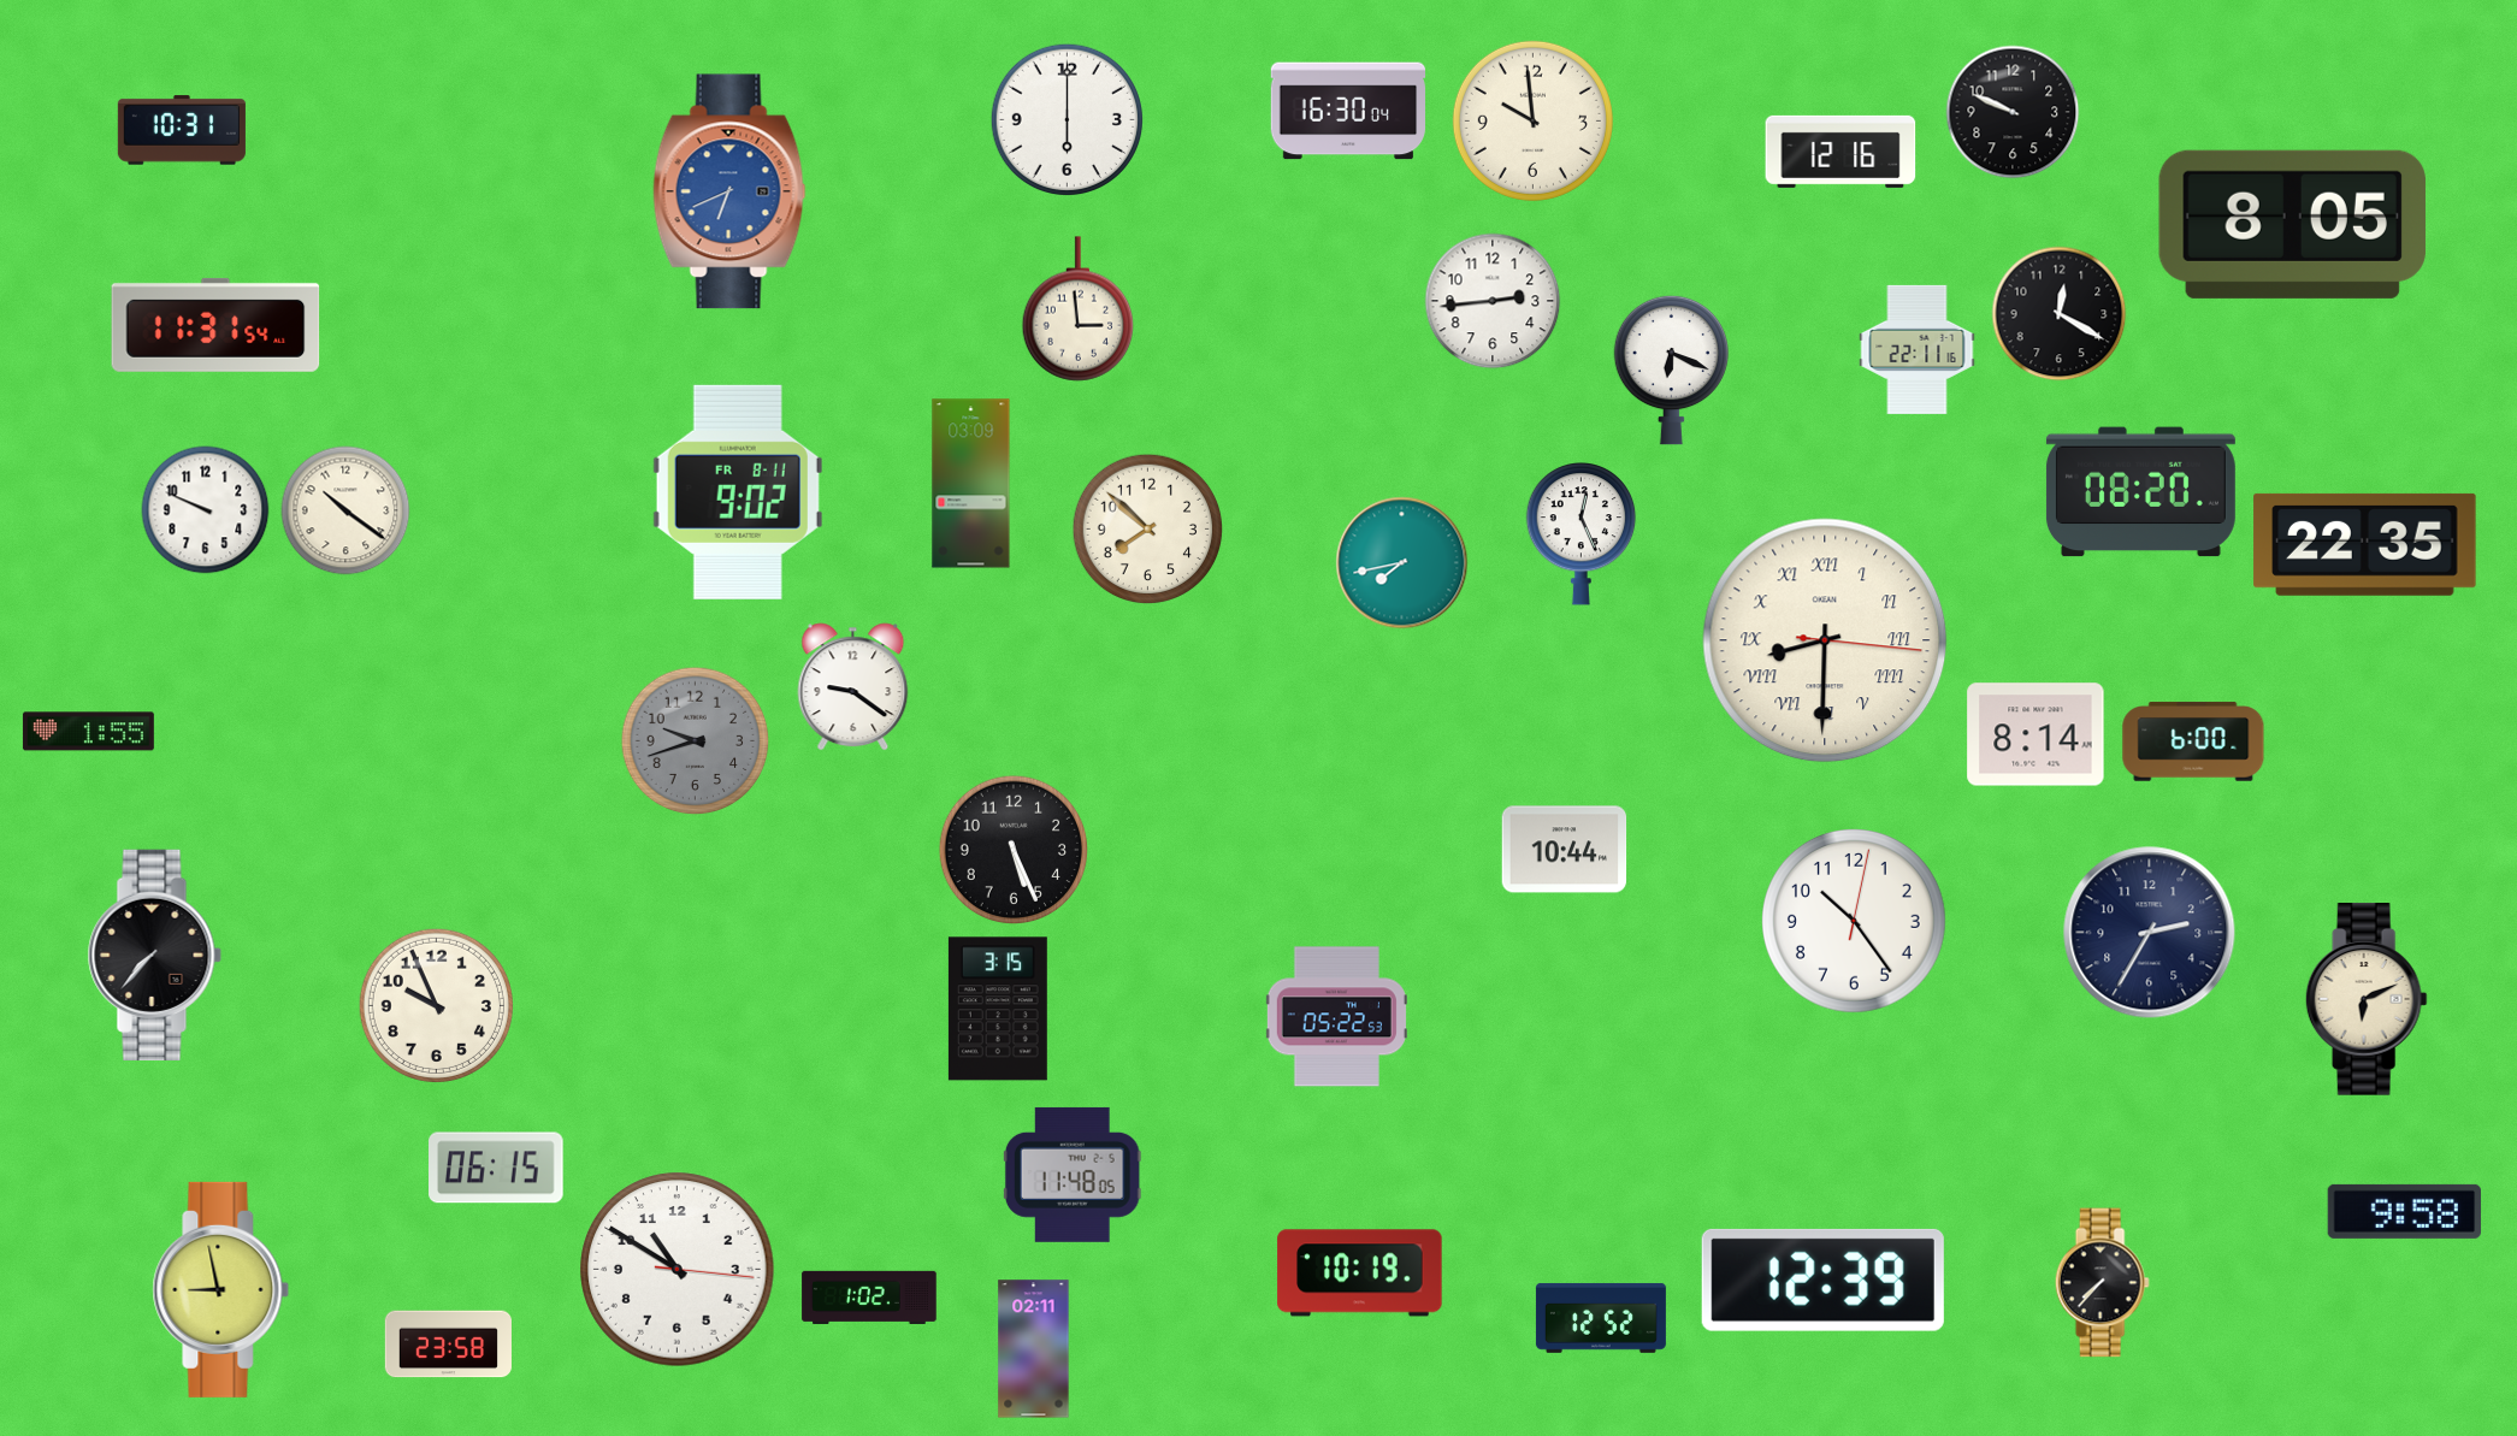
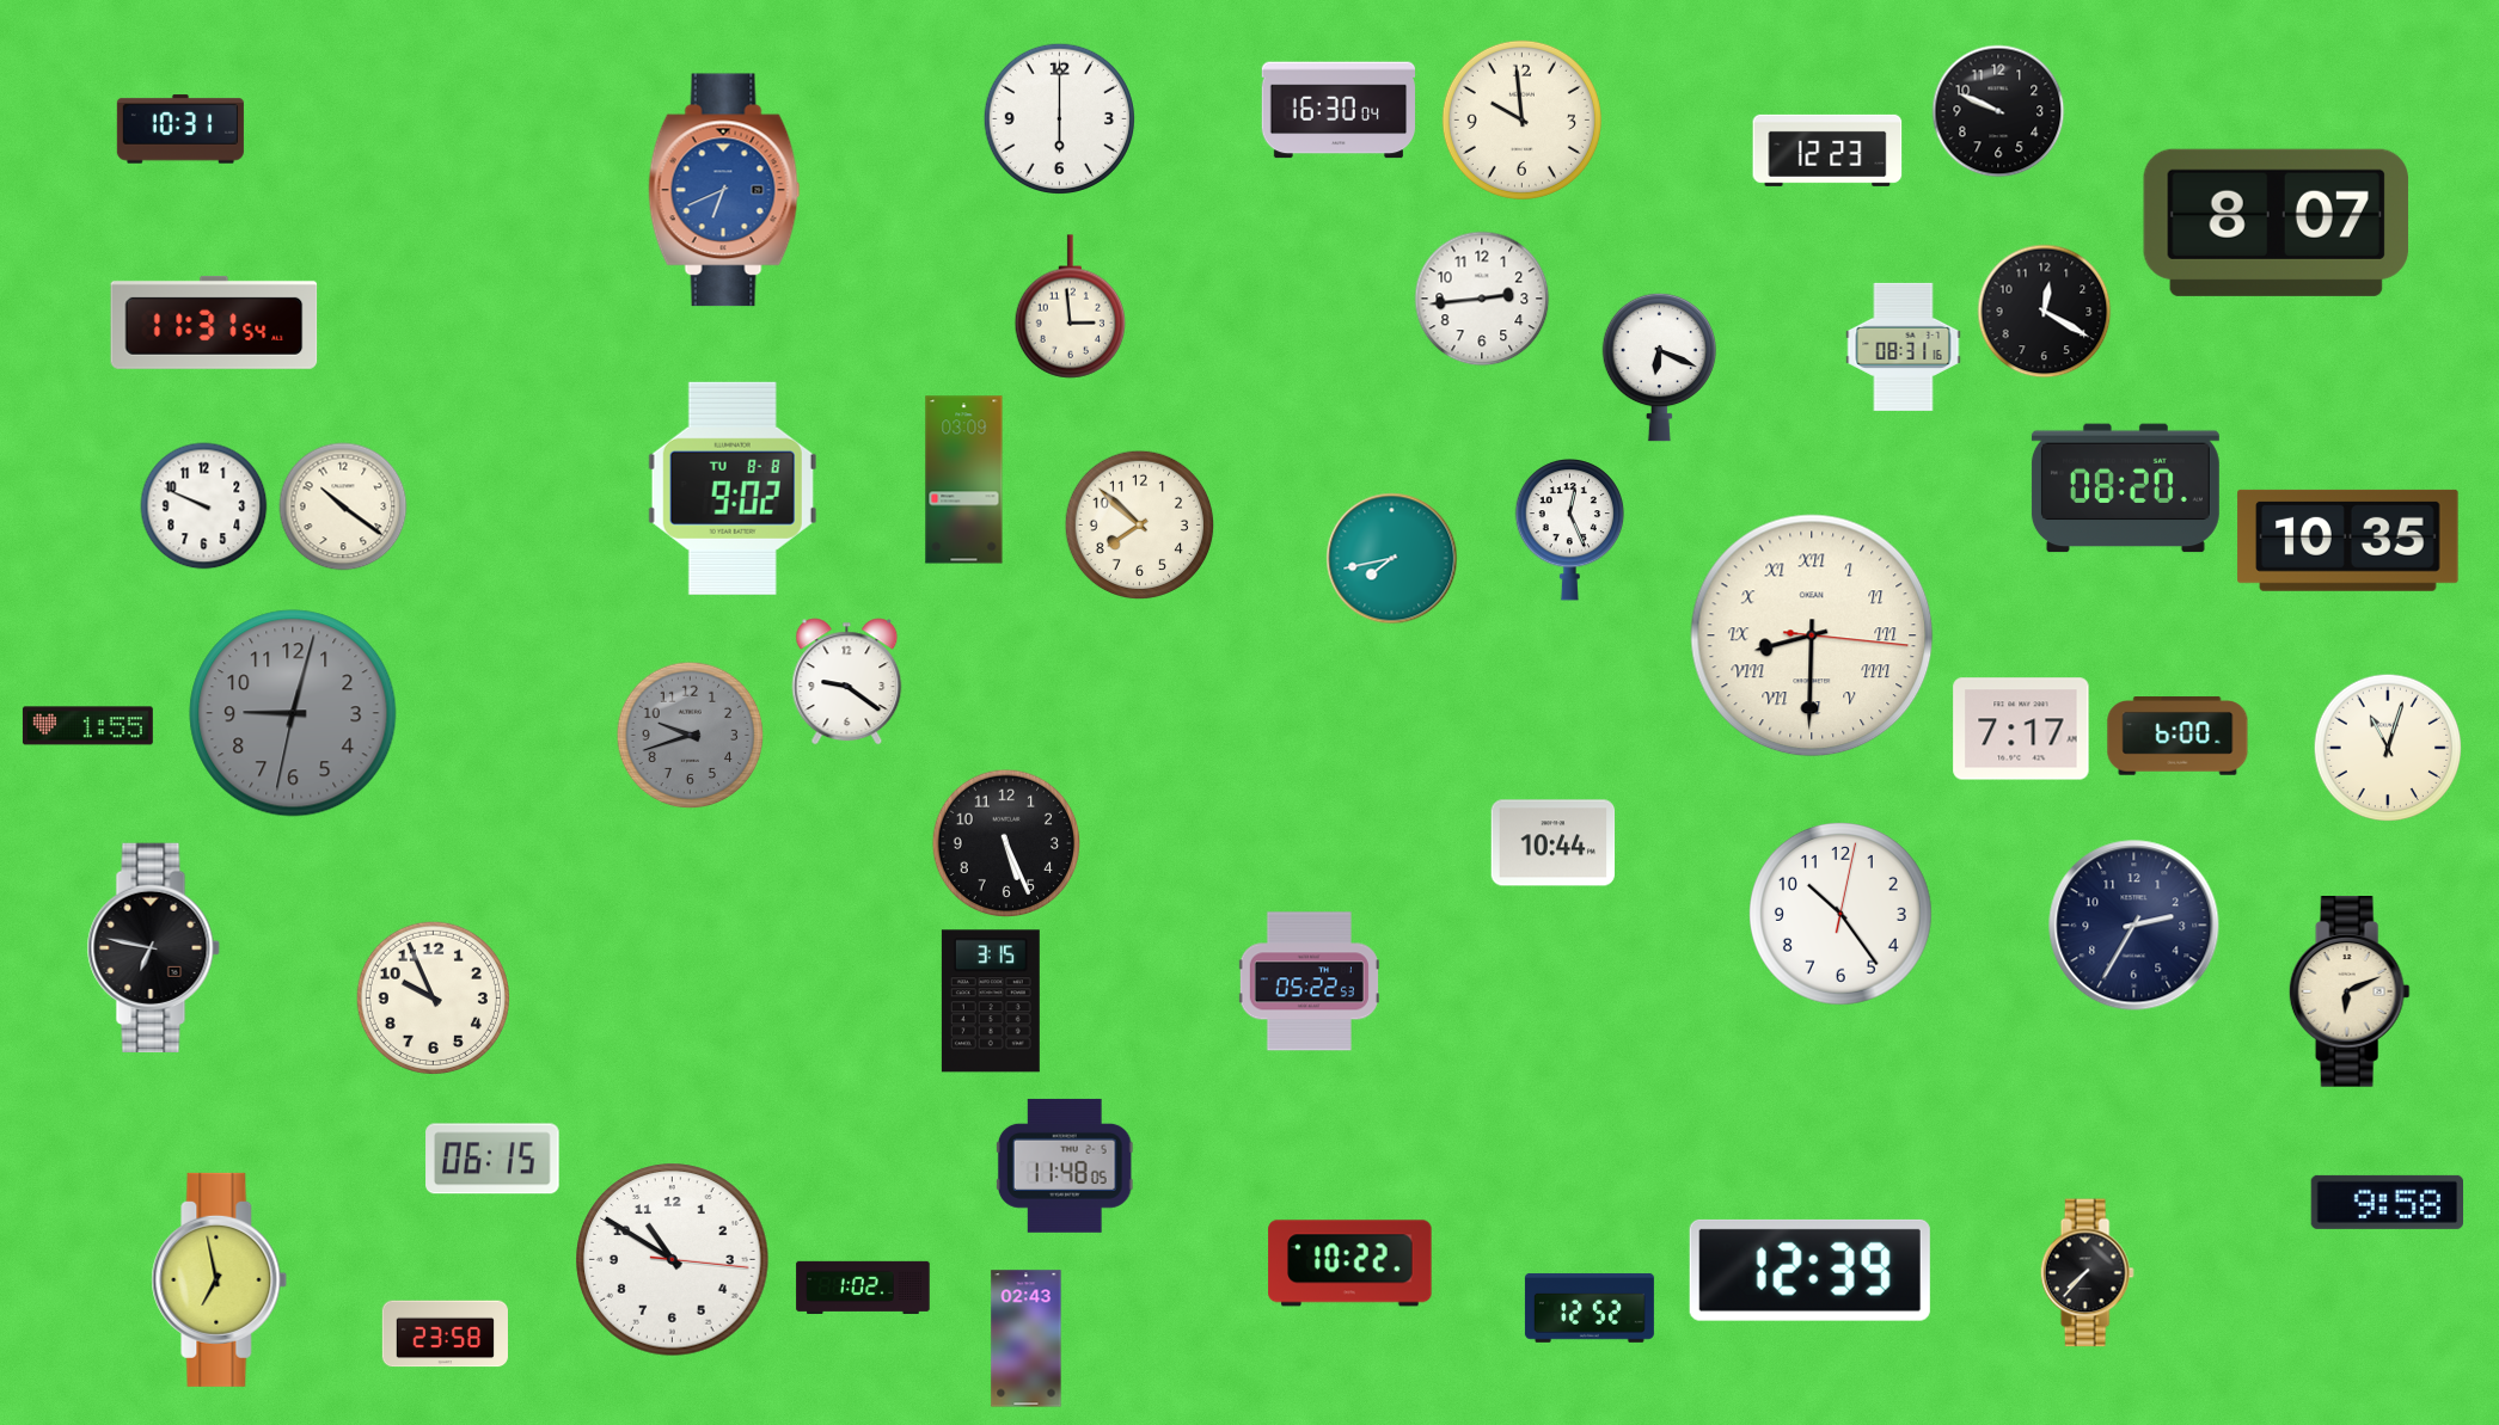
clock at (1841, 152): 12:16 -> 12:23
clock at (2292, 224): 8:05 -> 8:07
clock at (1918, 349): 22:11 -> 08:31
clock at (738, 492) date: FR 8-11 -> TU 8-8
clock at (2365, 544): 22:35 -> 10:35
clock at (293, 713): none -> 9:02
clock at (2036, 734): 8:14 -> 7:17
clock at (2388, 748): none -> 11:03
clock at (154, 955): 7:37 -> 6:47
clock at (1336, 1017) position: (1336, 1017) -> (1309, 982)
clock at (1360, 1274): 10:19 -> 10:22
clock at (221, 1289): 8:58 -> 6:58
clock at (1034, 1349): 02:11 -> 02:43
